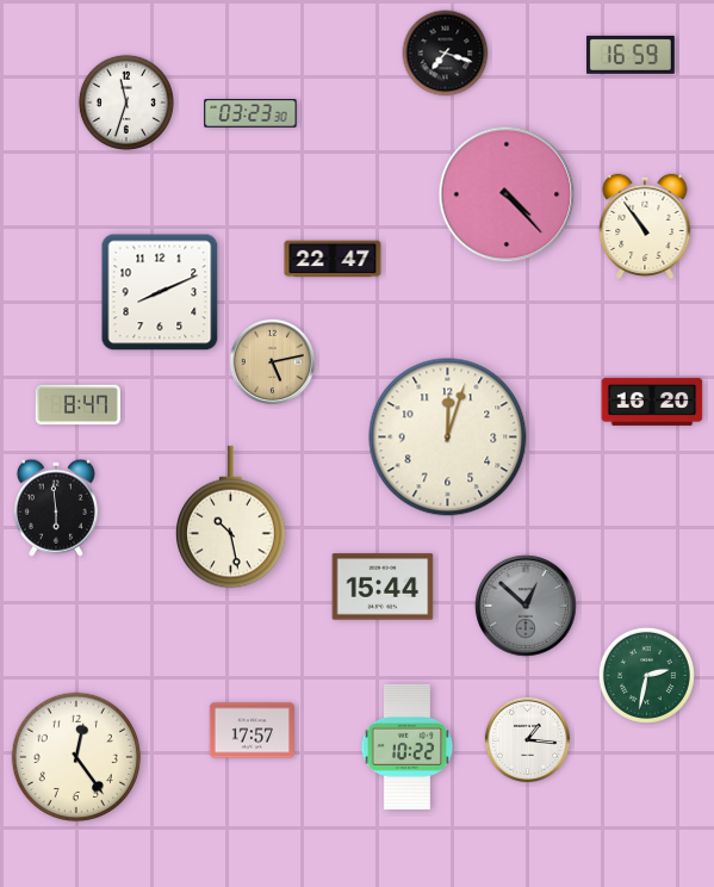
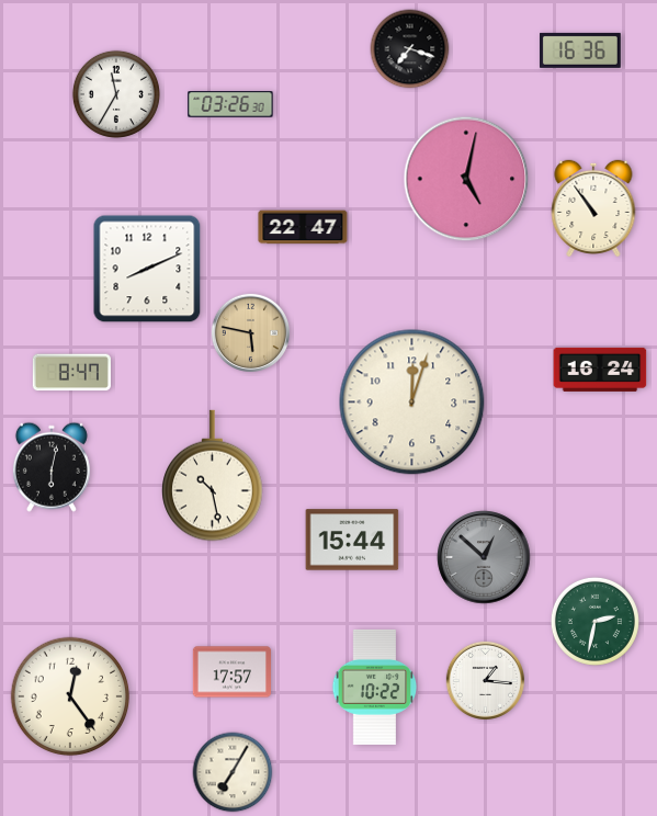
clock at (632, 55): 16:59 -> 16:36
clock at (126, 103): 11:33 -> 11:35
clock at (250, 113): 03:23 -> 03:26
clock at (507, 194): 4:23 -> 5:02
clock at (333, 259) position: (333, 259) -> (303, 227)
clock at (272, 361): 5:13 -> 5:47
clock at (652, 402): 16:20 -> 16:24
clock at (56, 508): 5:59 -> 6:02
clock at (233, 772): none -> 7:05
